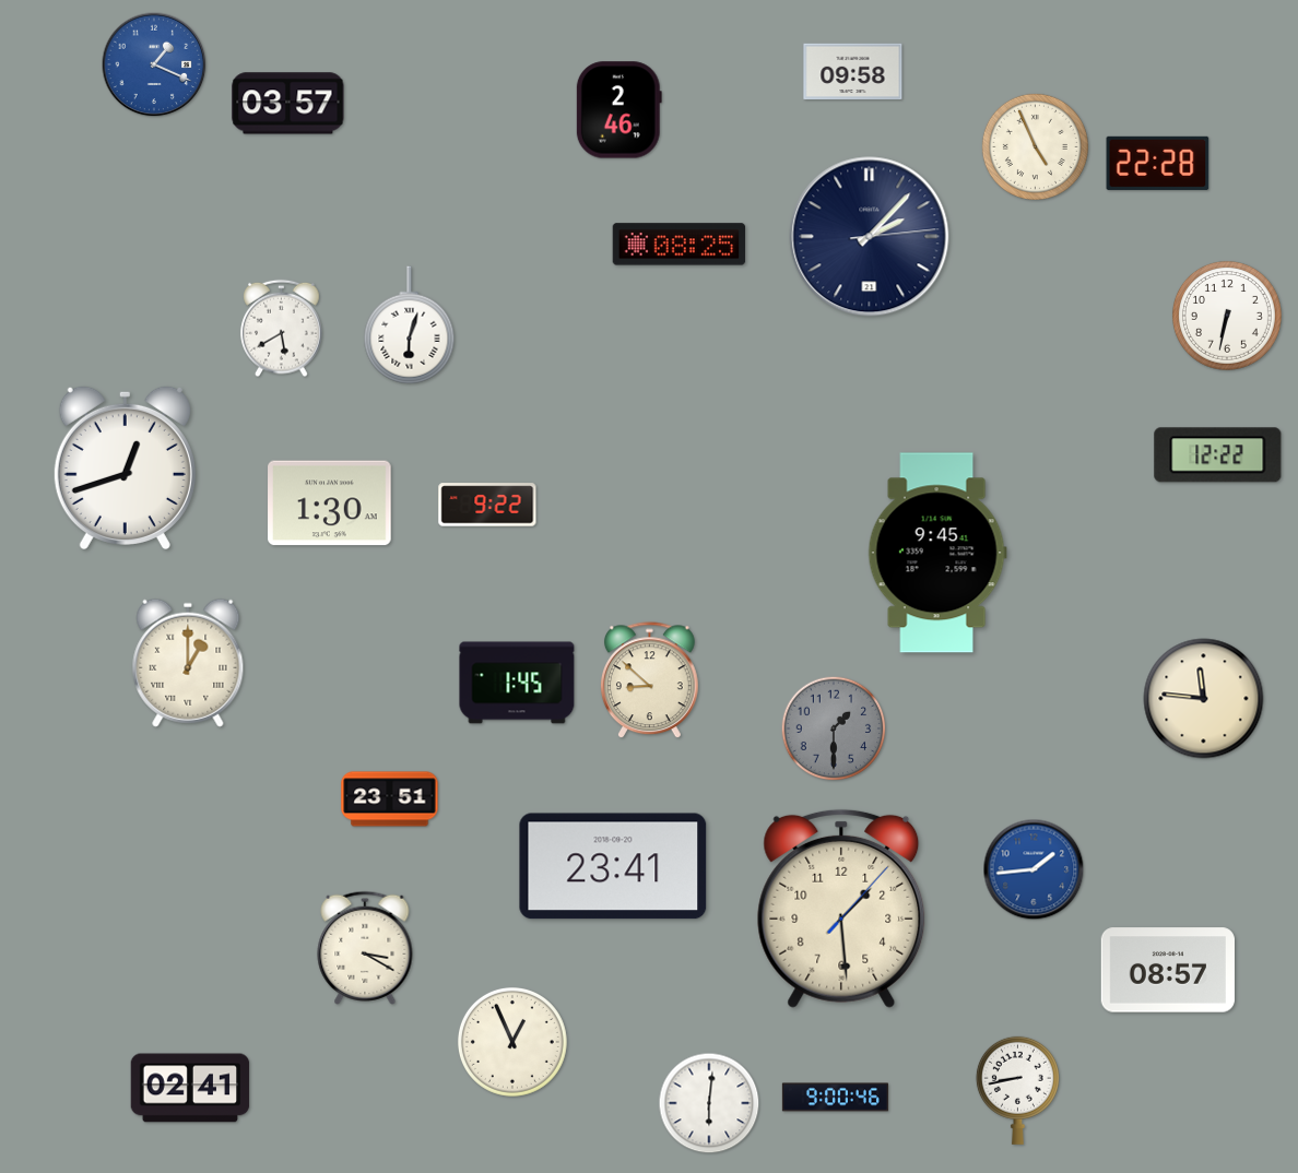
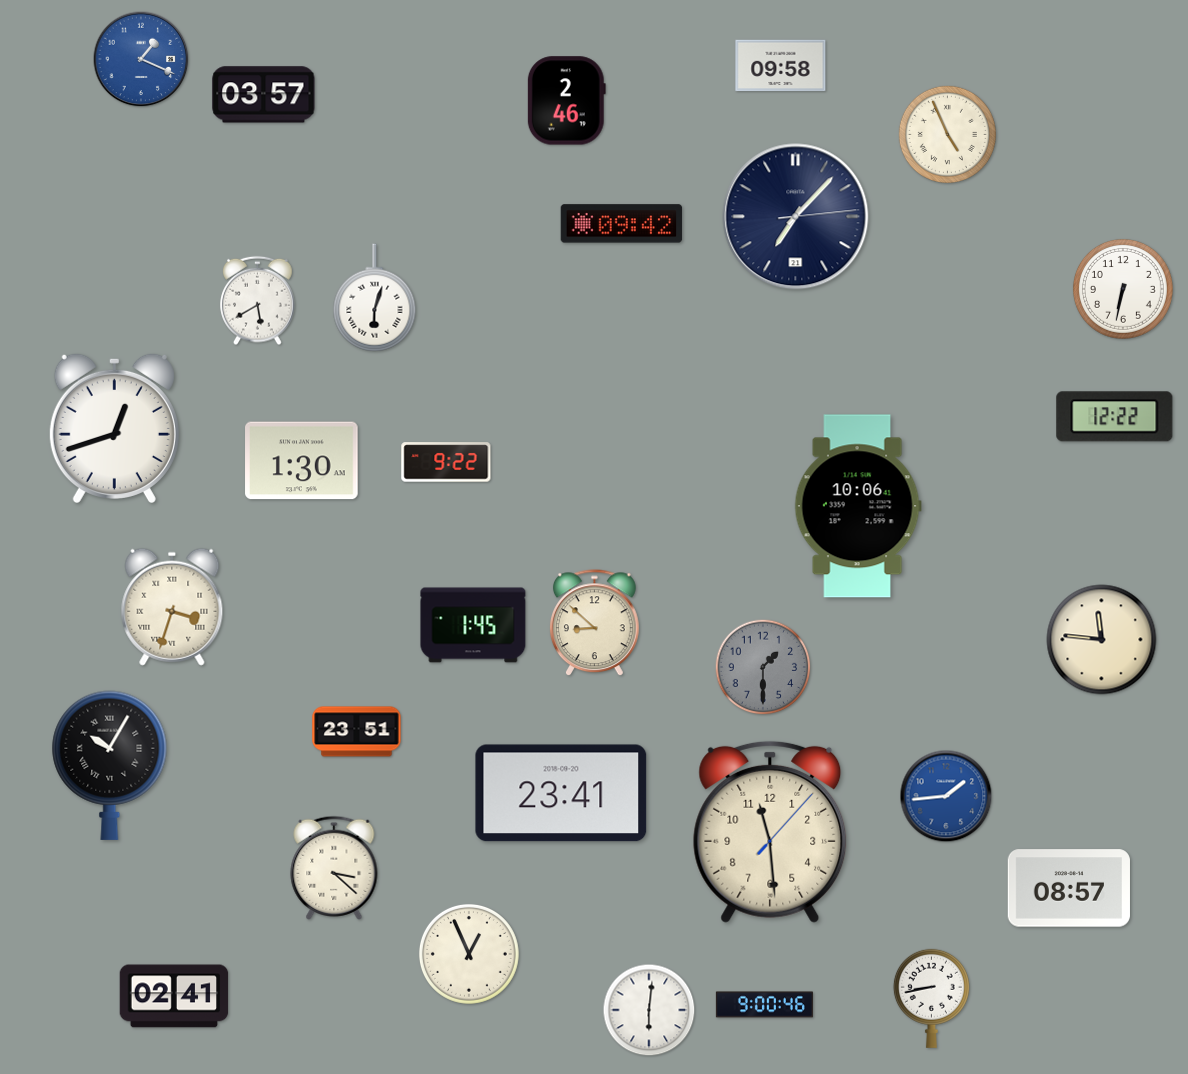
clock at (1158, 163): 22:28 -> none
clock at (870, 237): 2:07 -> 7:07
clock at (680, 245): 08:25 -> 09:42
clock at (937, 553): 9:45 -> 10:06
clock at (188, 663): 1:00 -> 3:33
clock at (110, 765): none -> 10:05
clock at (841, 909): 1:29 -> 11:29
clock at (365, 948): 3:20 -> 3:22
